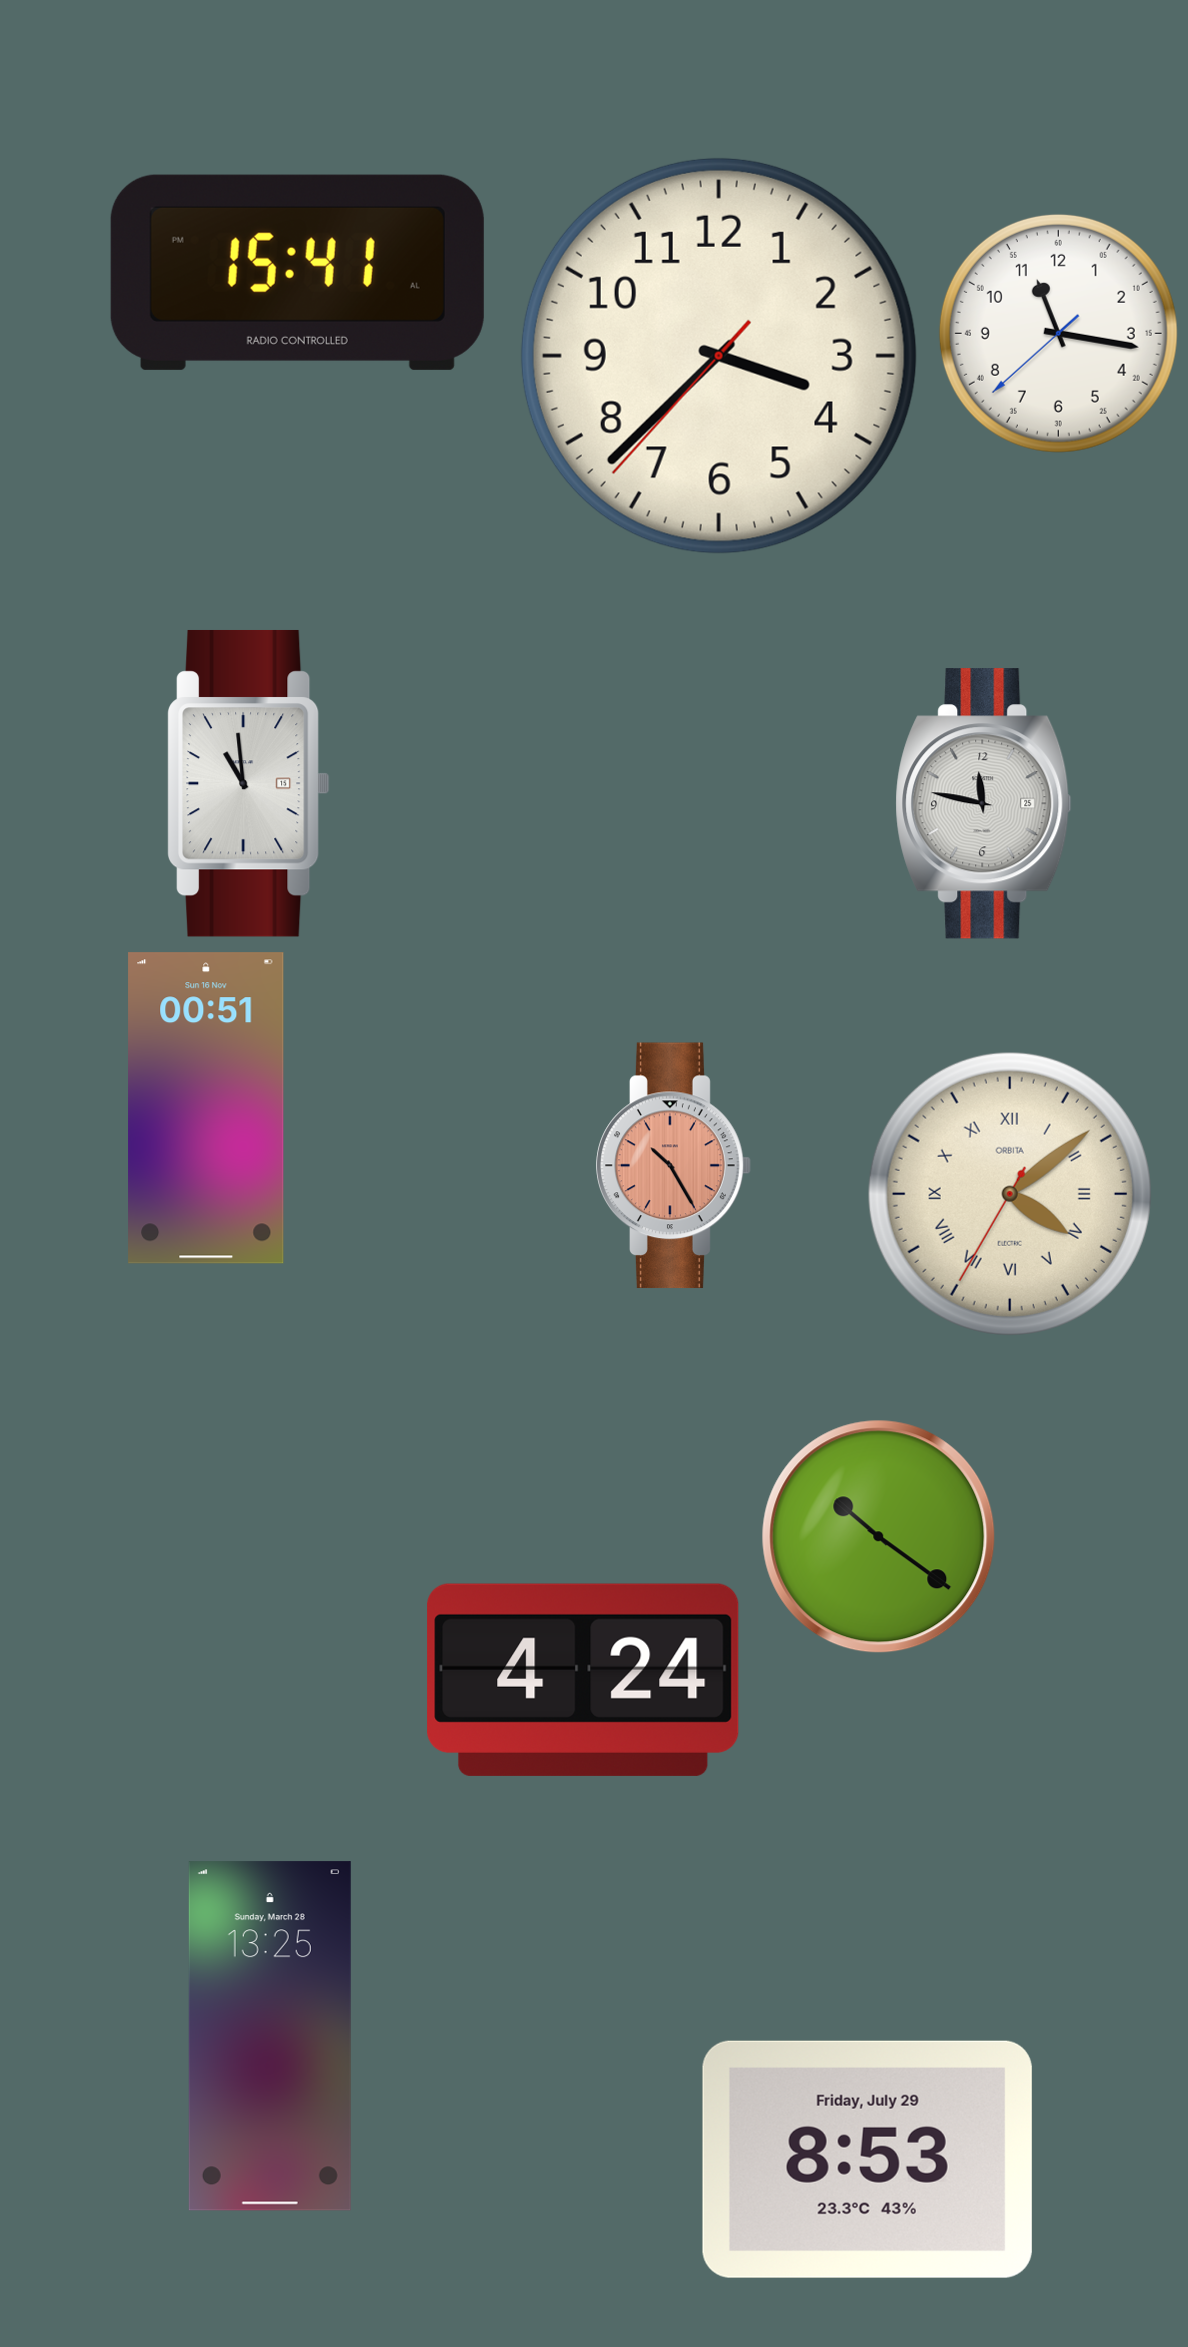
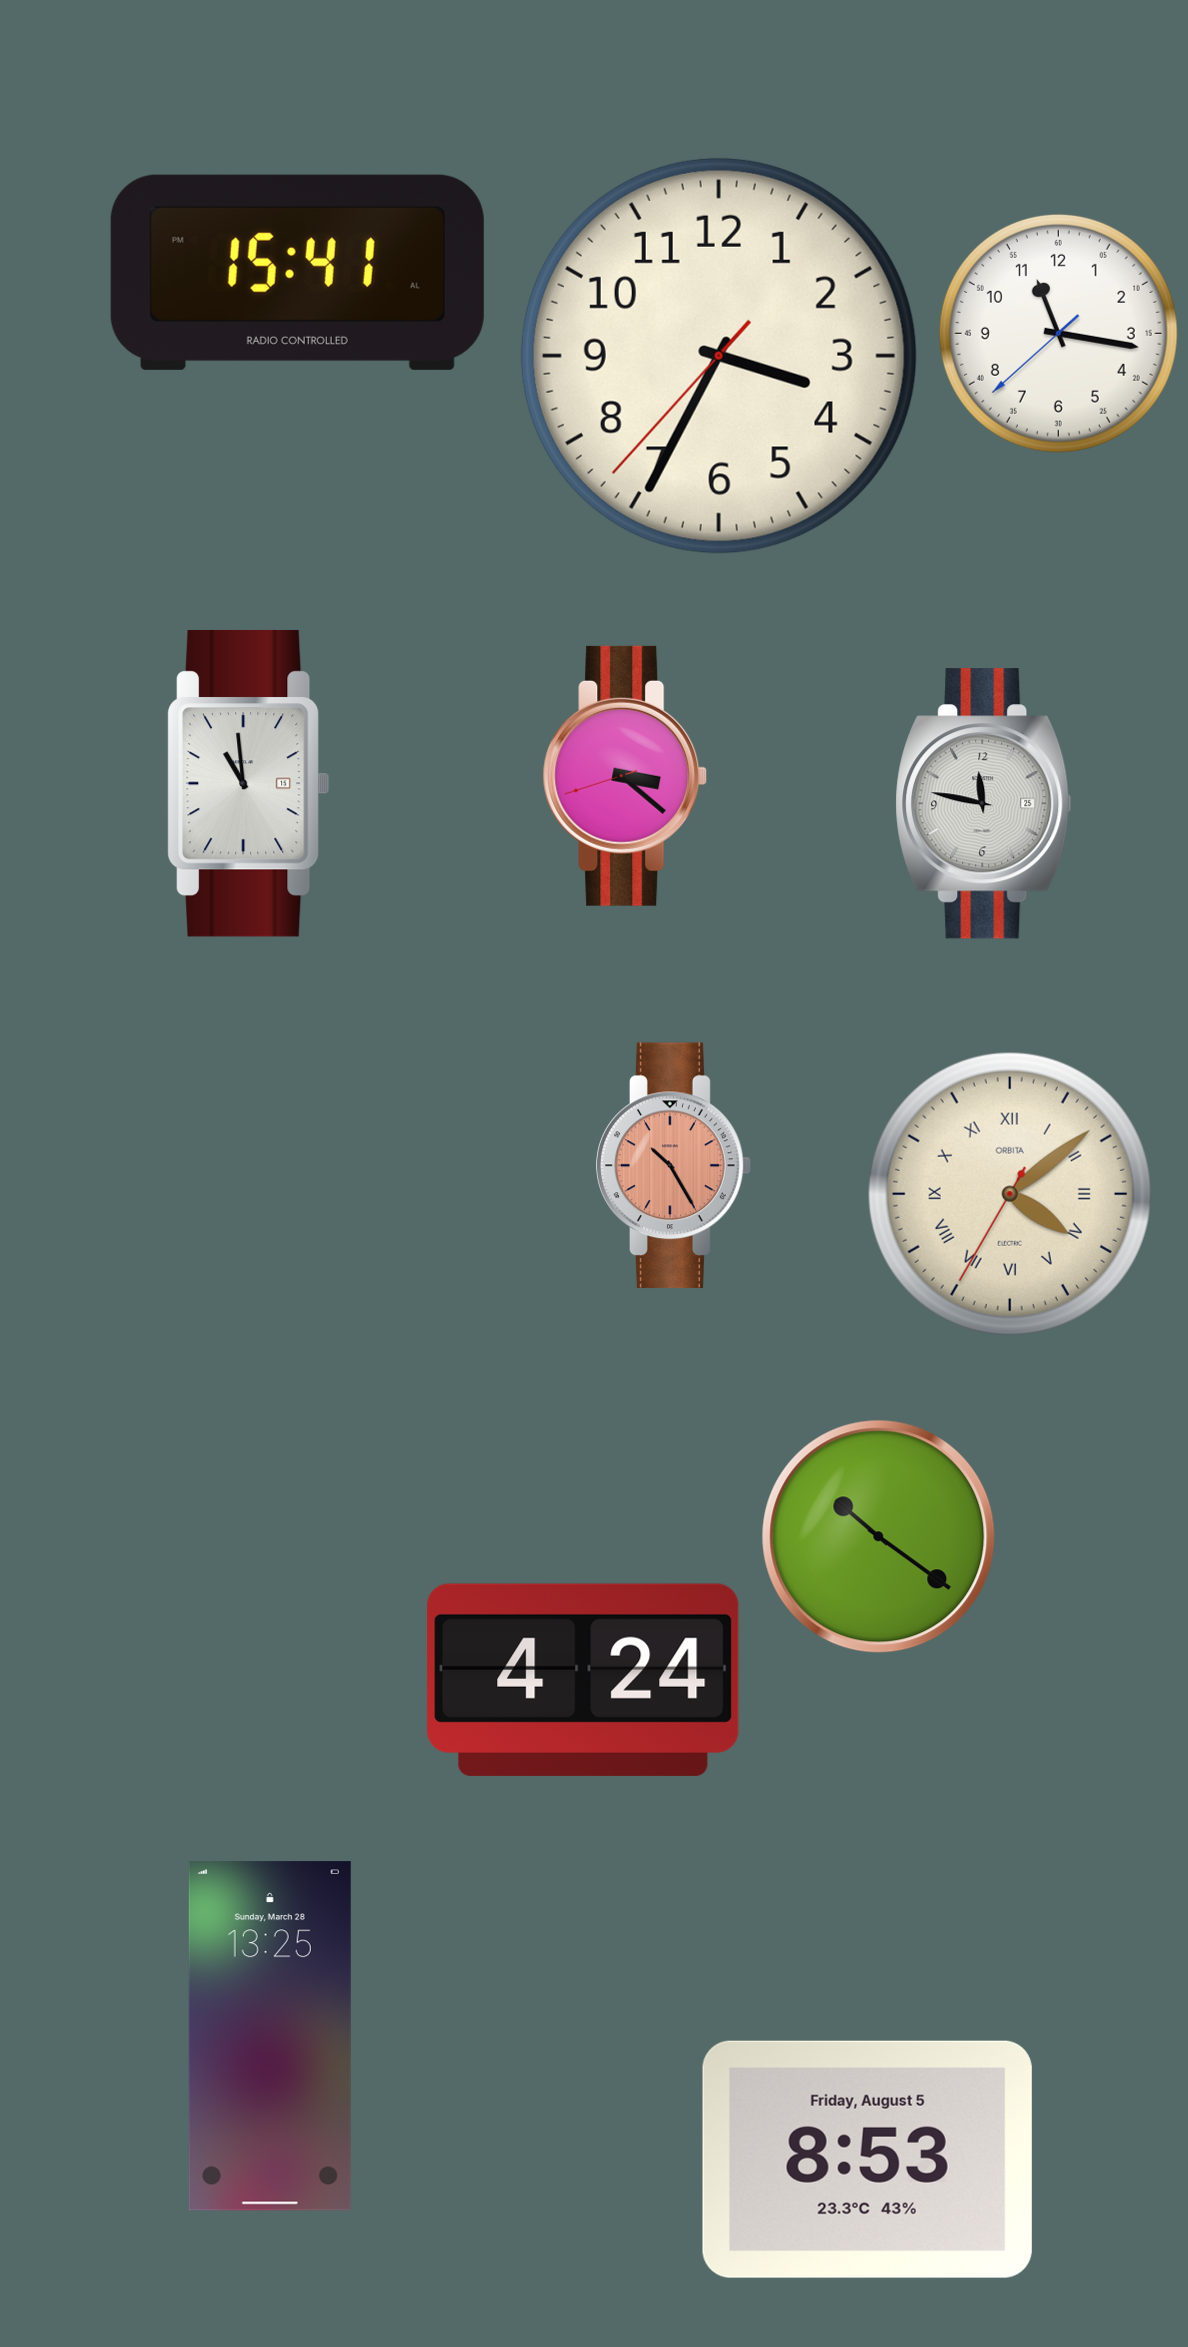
clock at (719, 356): 3:37 -> 3:34
clock at (625, 776): none -> 3:21
clock at (206, 1108): 00:51 -> none
clock at (867, 2159) date: Friday, July 29 -> Friday, August 5
